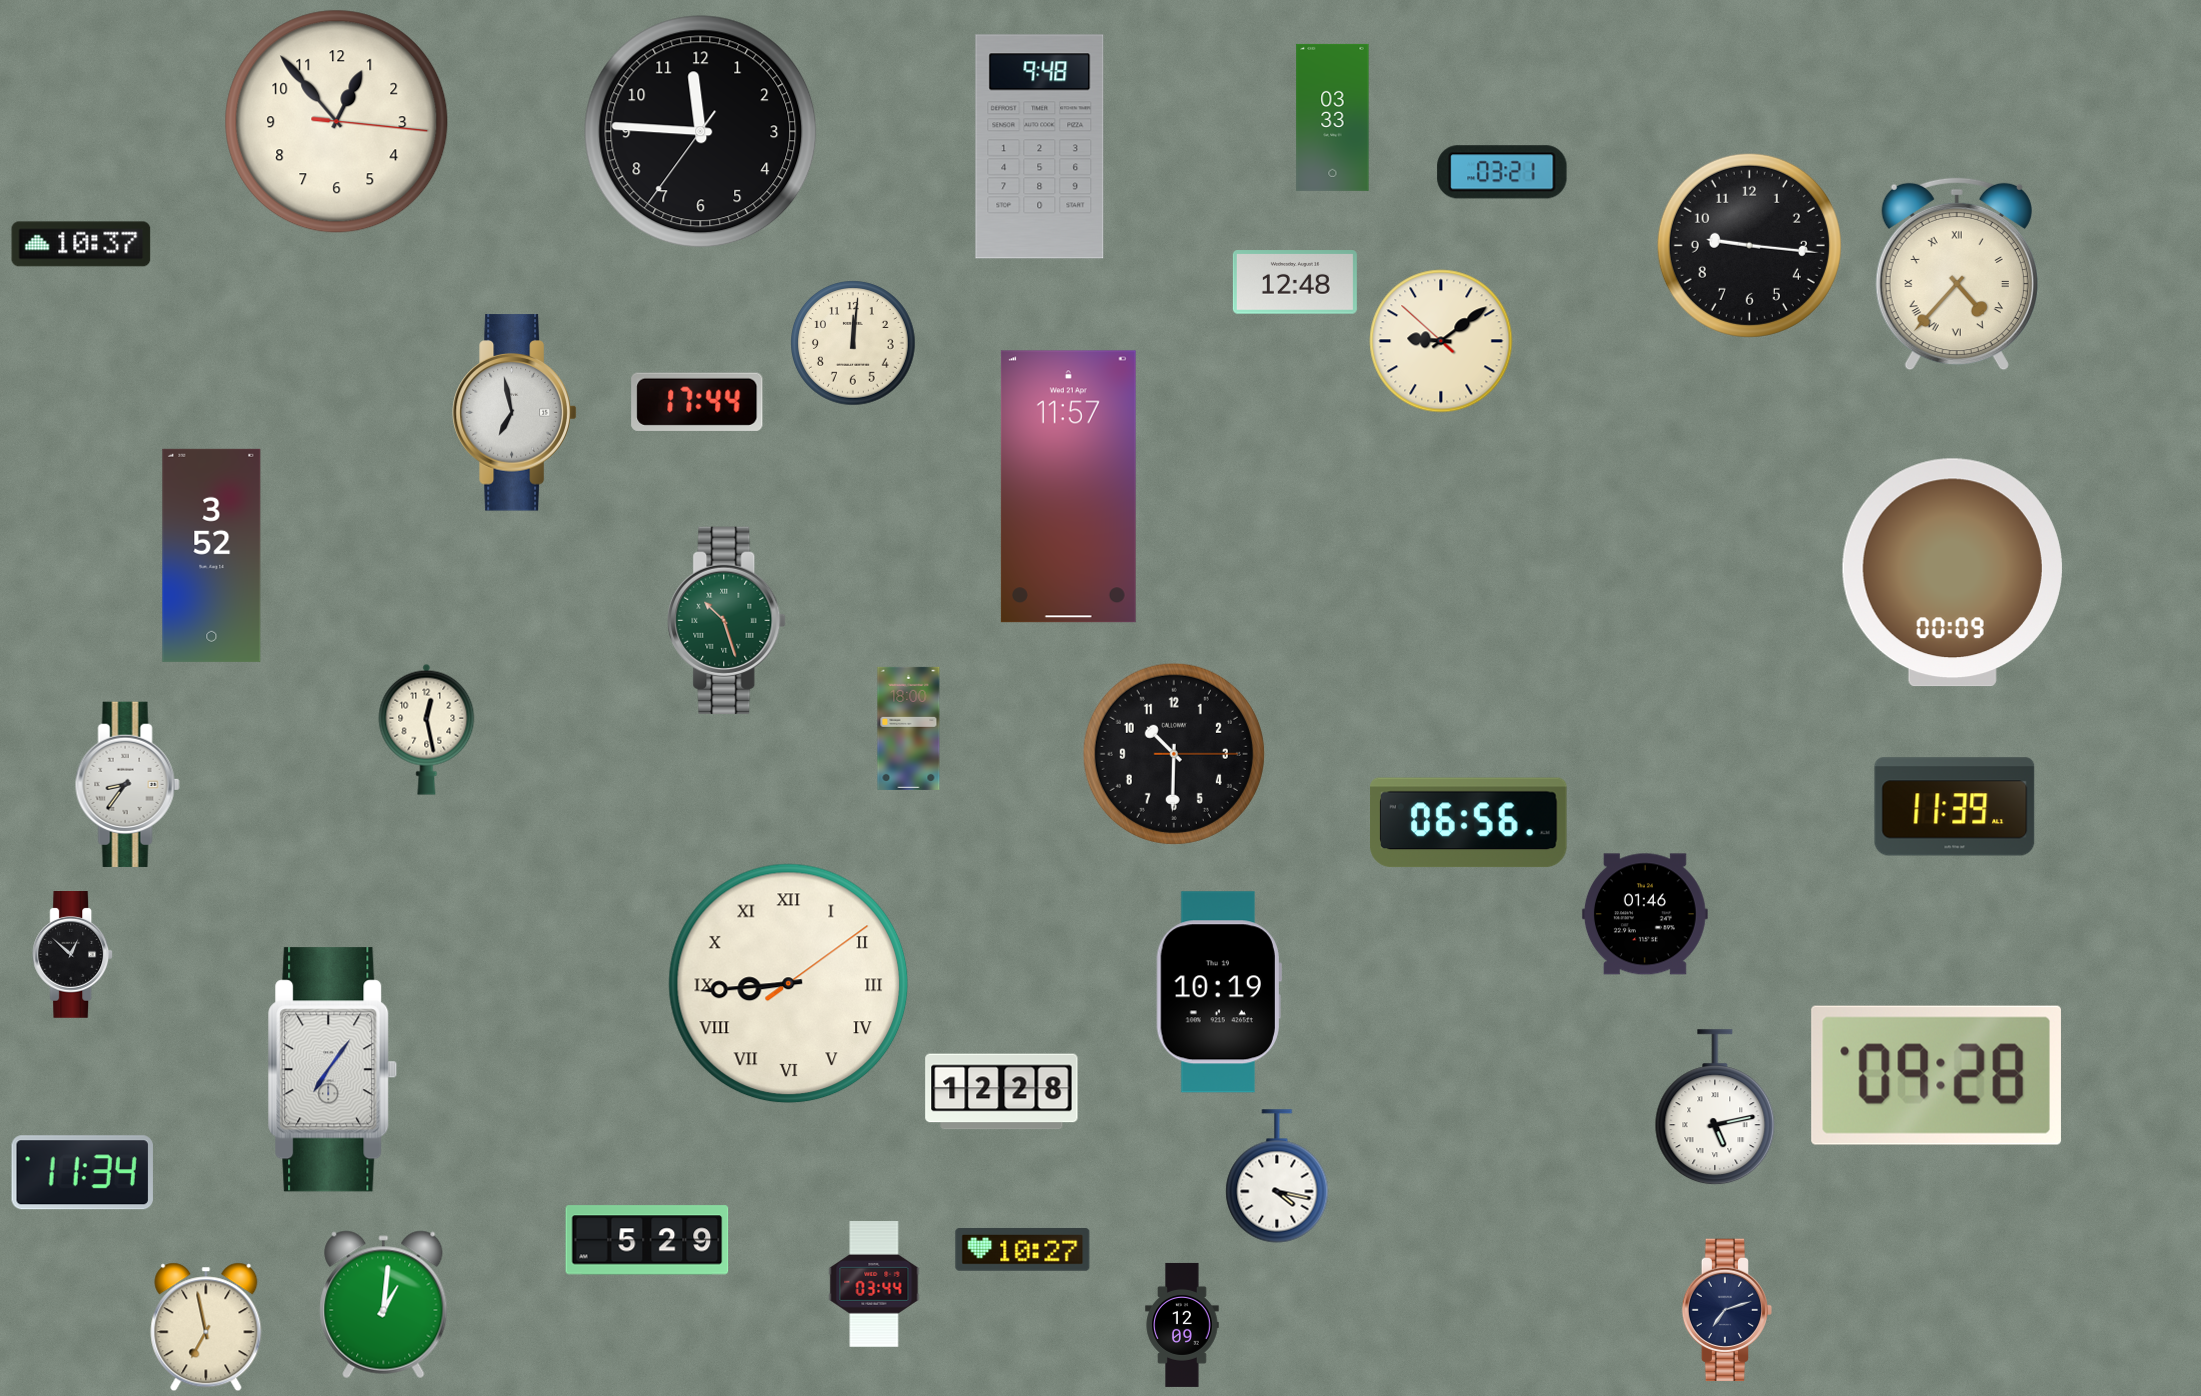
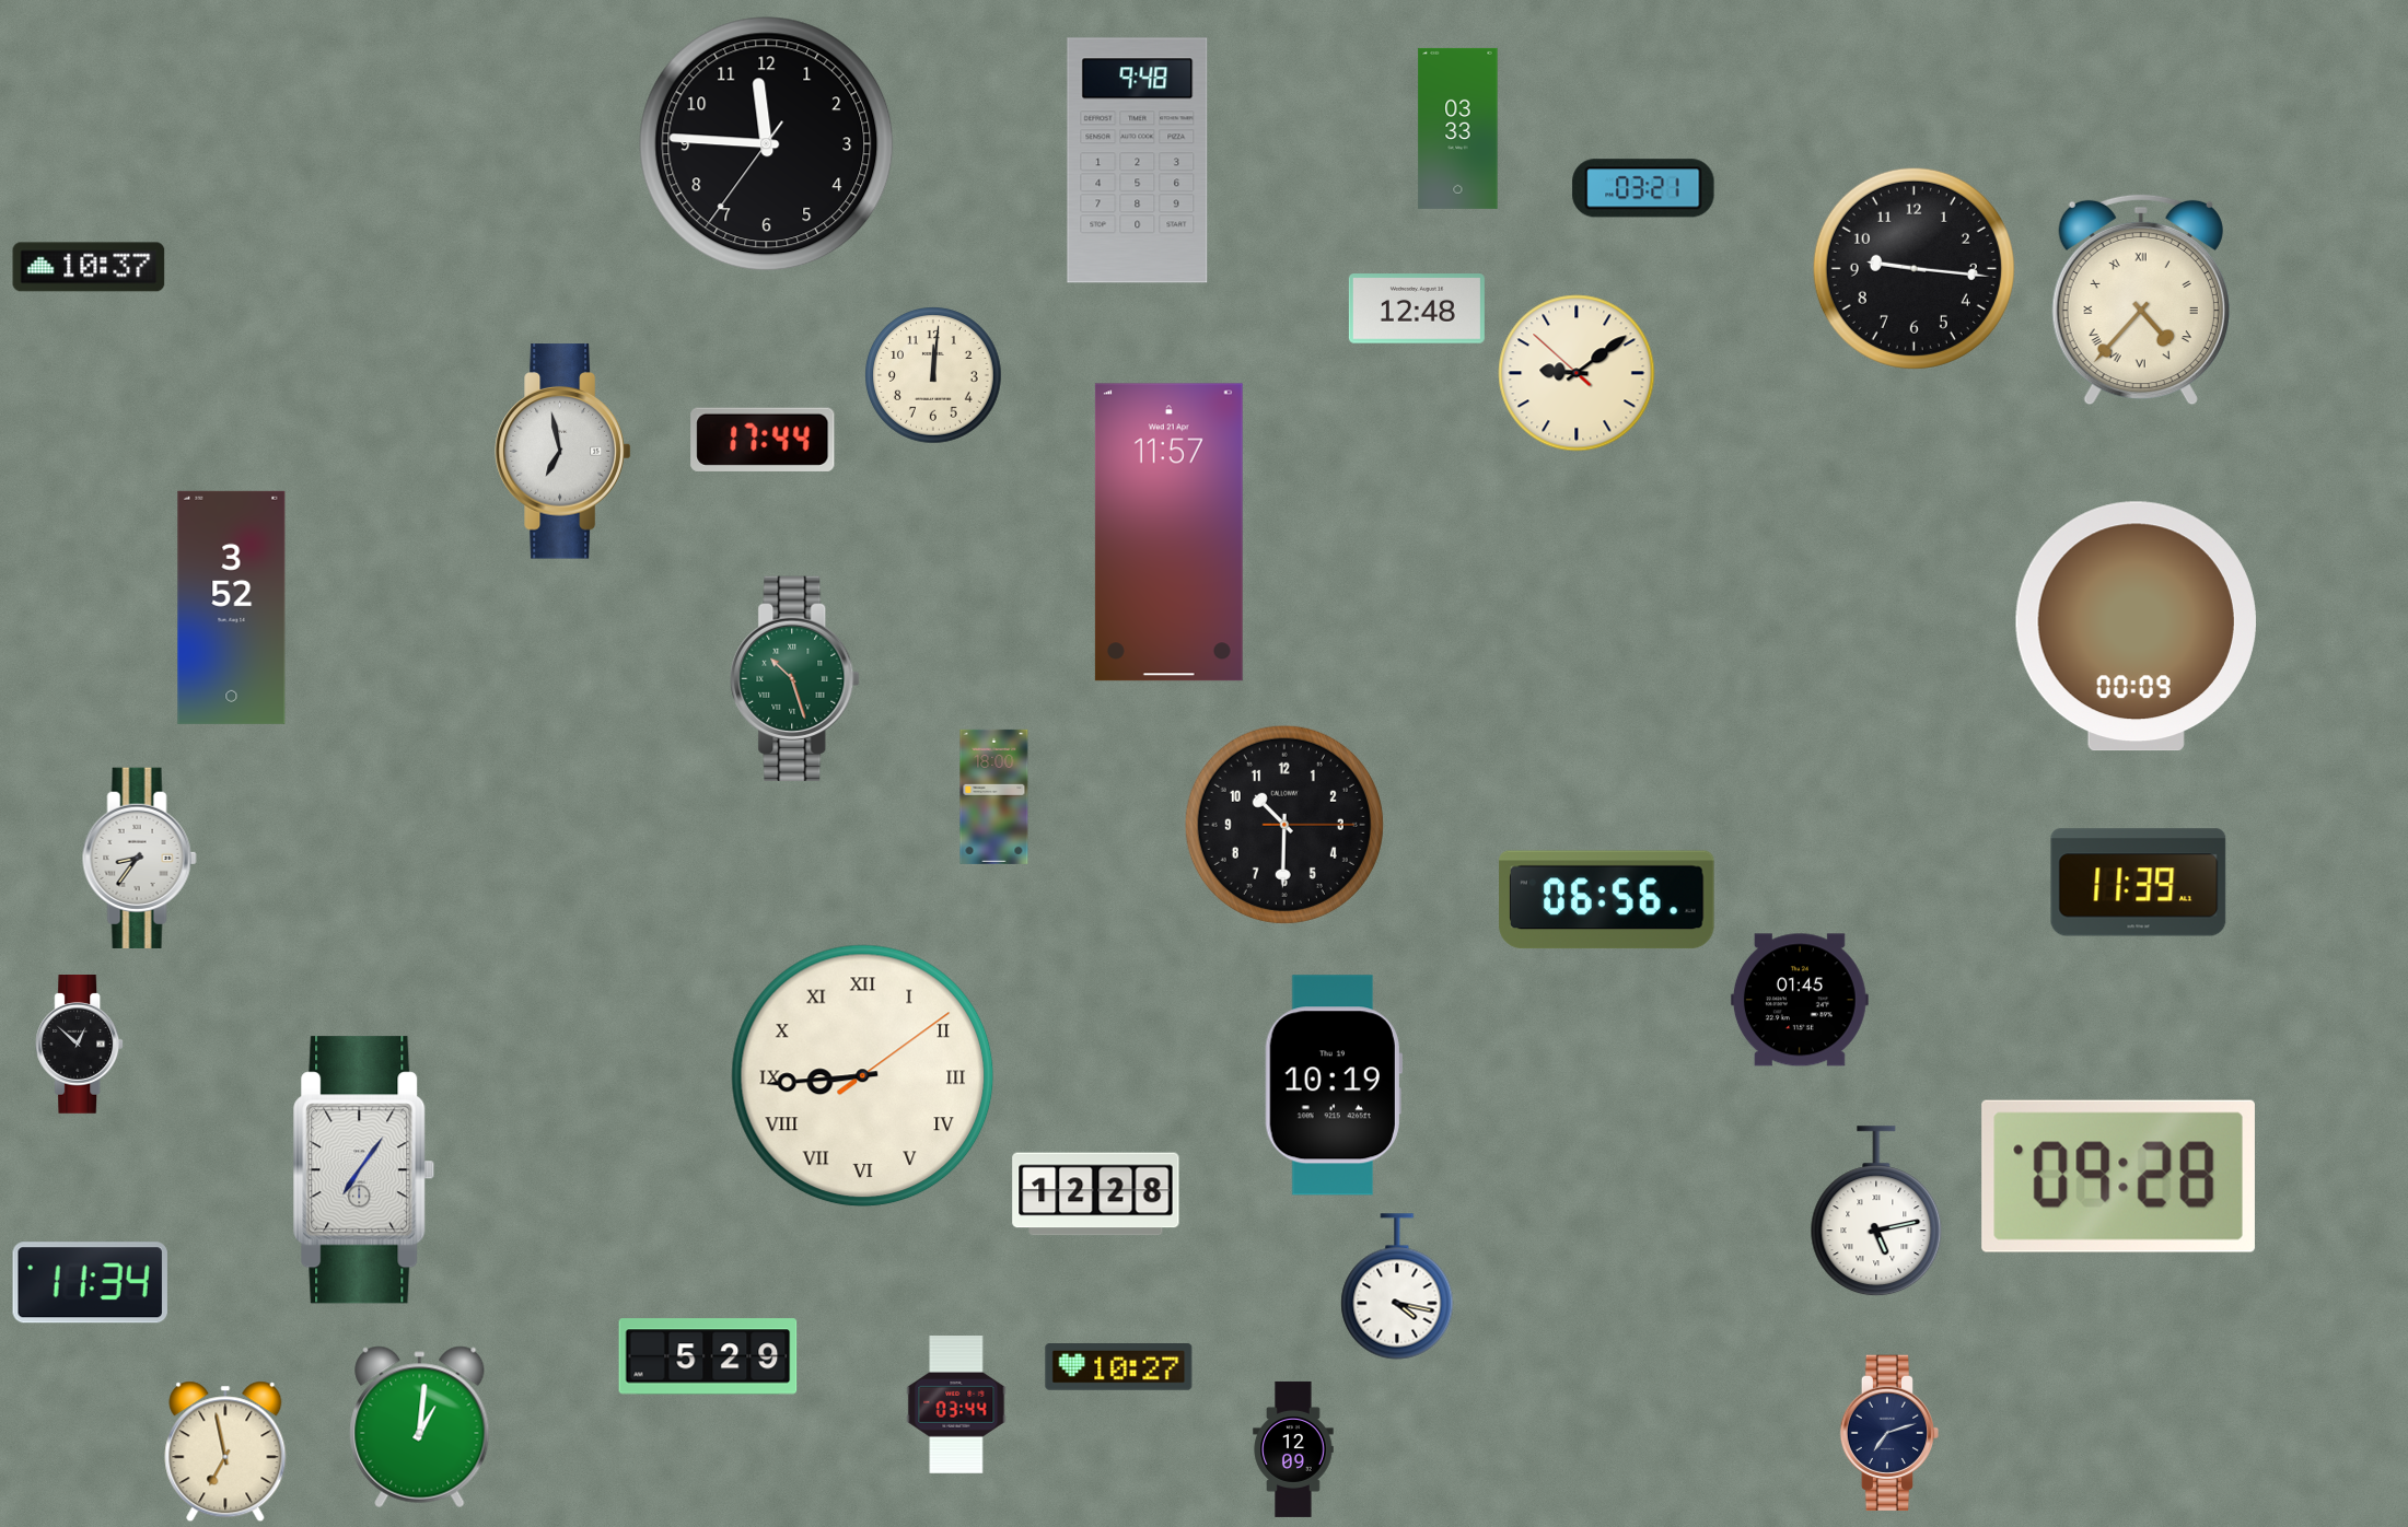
clock at (337, 122): 12:53 -> none
clock at (427, 729): 12:28 -> none
clock at (1645, 914): 01:46 -> 01:45
